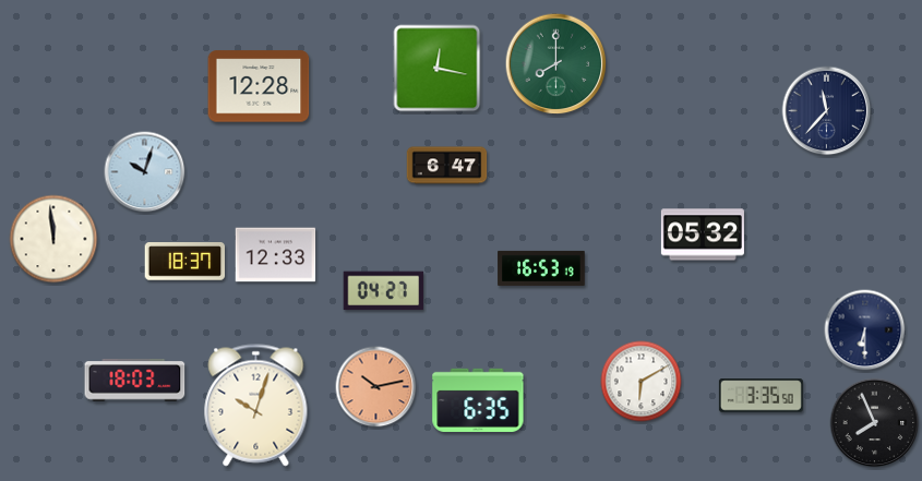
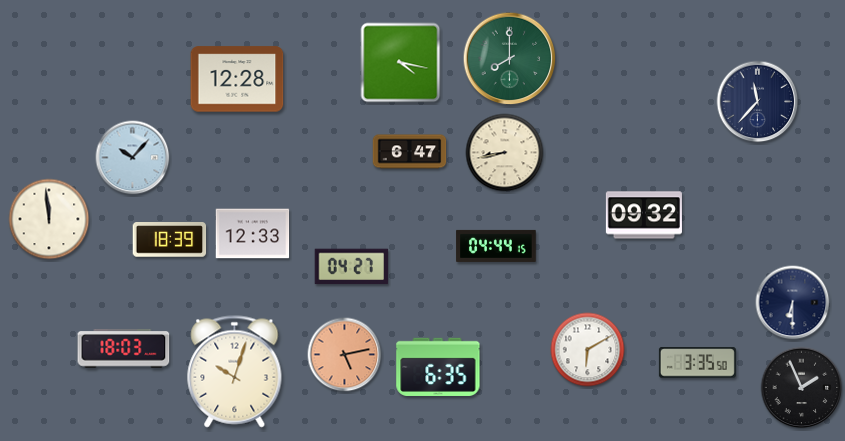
clock at (438, 69): 12:17 -> 4:17
clock at (505, 153): none -> 8:43
clock at (145, 172): 10:03 -> 10:07
clock at (703, 235): 05:32 -> 09:32
clock at (185, 262): 18:37 -> 18:39
clock at (541, 268): 16:53 -> 04:44
clock at (376, 387): 10:13 -> 5:13
clock at (875, 423): 7:56 -> 1:56
